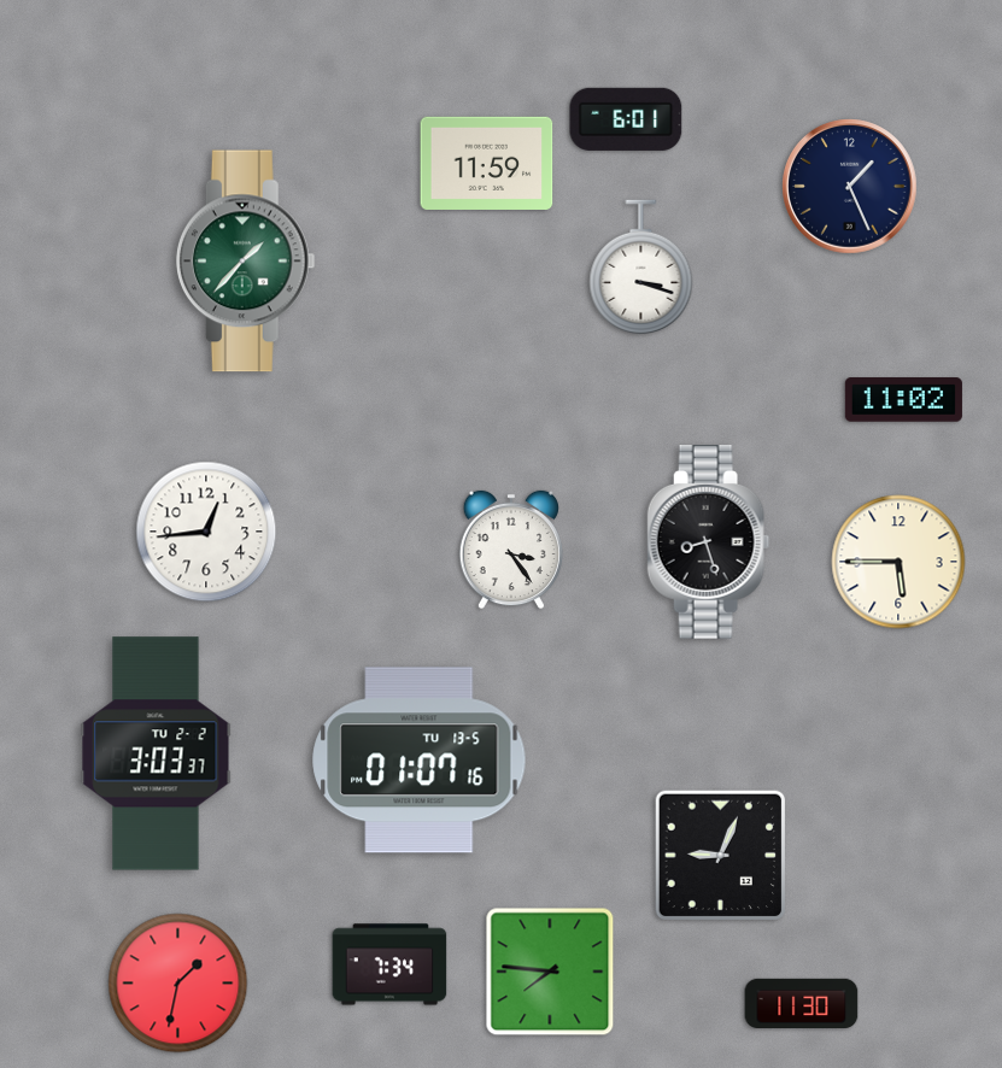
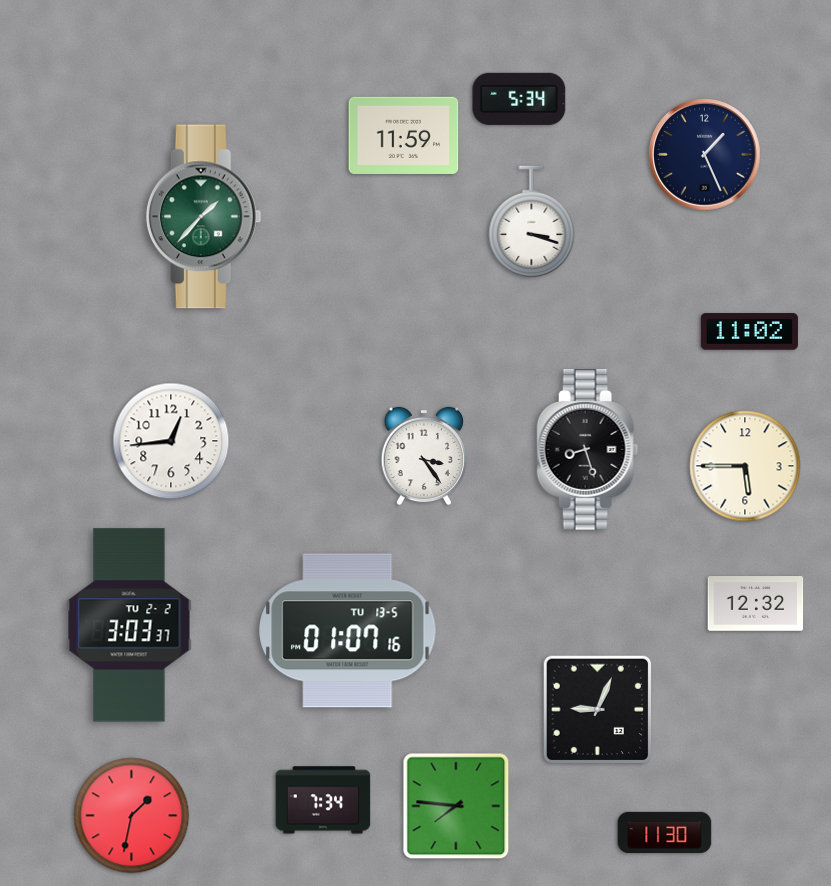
clock at (626, 119): 6:01 -> 5:34
clock at (756, 604): none -> 12:32
clock at (178, 984) position: (178, 984) -> (132, 816)
